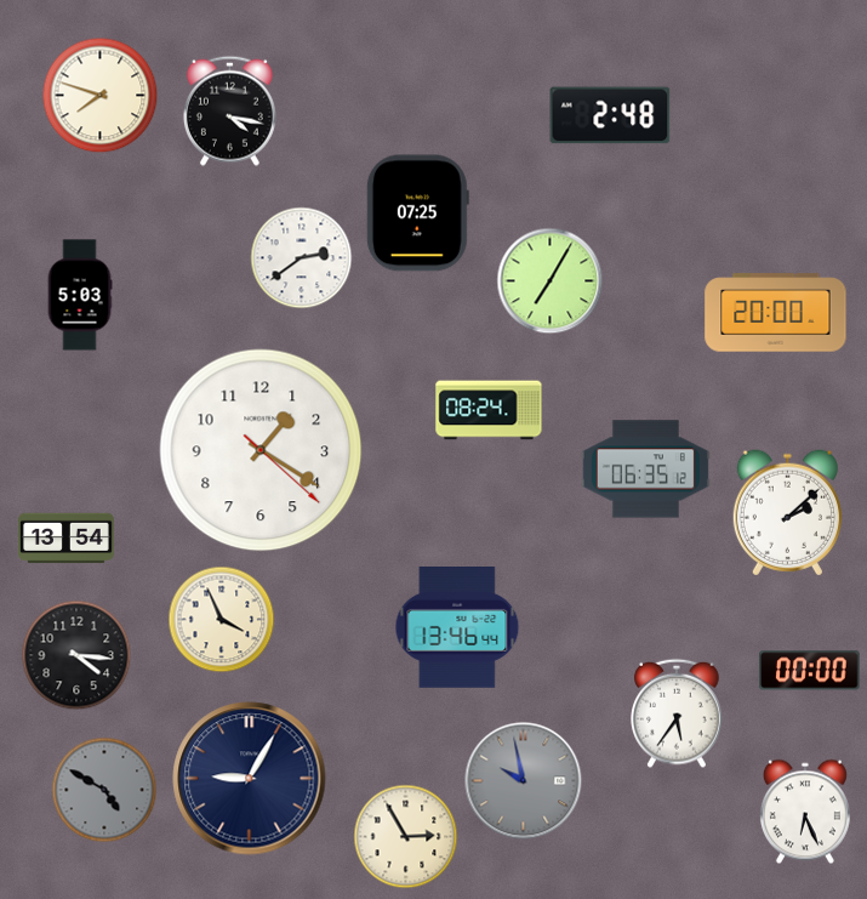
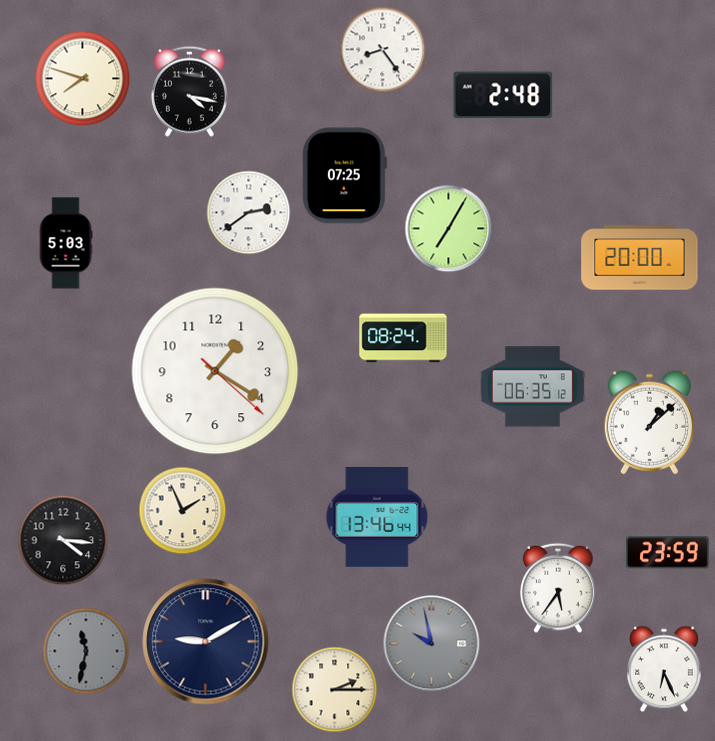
clock at (383, 50): none -> 8:24
clock at (551, 281) position: (551, 281) -> (449, 229)
clock at (787, 513): 2:08 -> 1:08
clock at (67, 539): 13:54 -> none
clock at (222, 620): 3:56 -> 1:56
clock at (810, 671): 00:00 -> 23:59
clock at (250, 779): 9:05 -> 9:10
clock at (104, 790): 4:50 -> 11:32
clock at (406, 837): 2:55 -> 2:15
